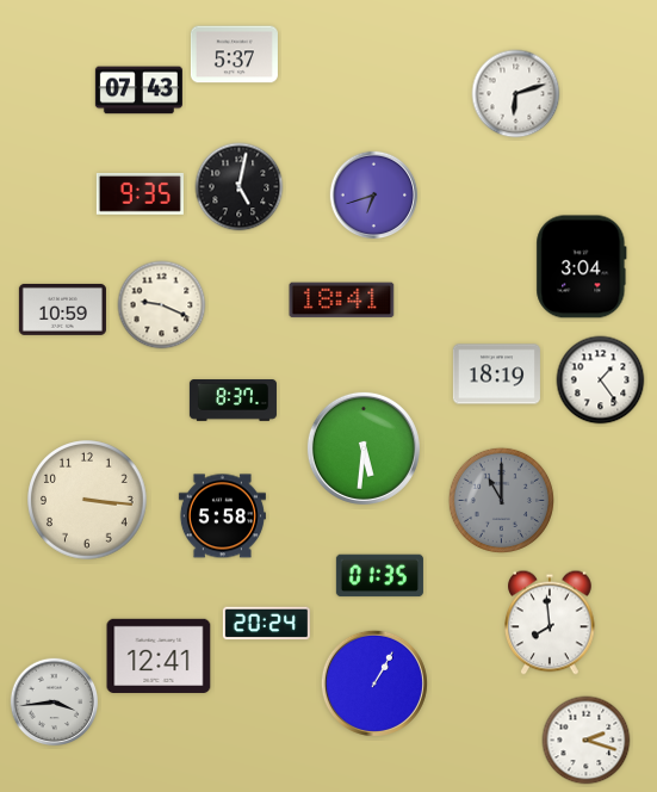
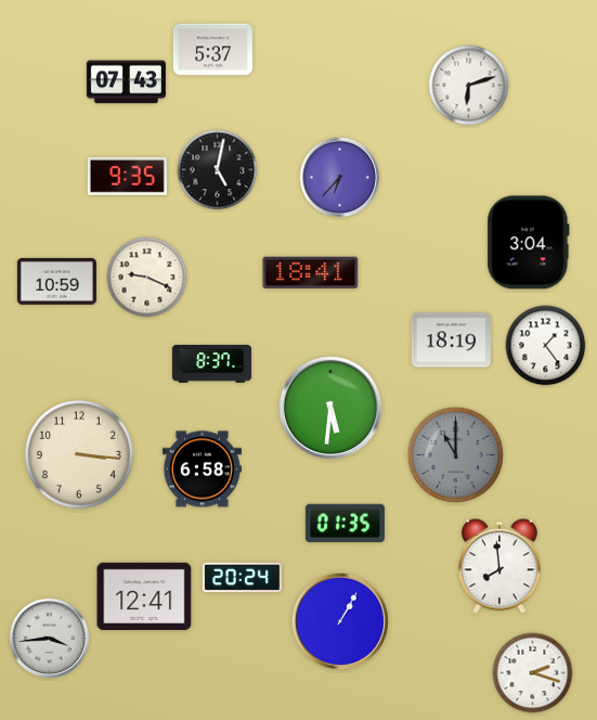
clock at (374, 196): 6:42 -> 6:37
clock at (222, 516): 5:58 -> 6:58
clock at (266, 624) position: (266, 624) -> (242, 578)
